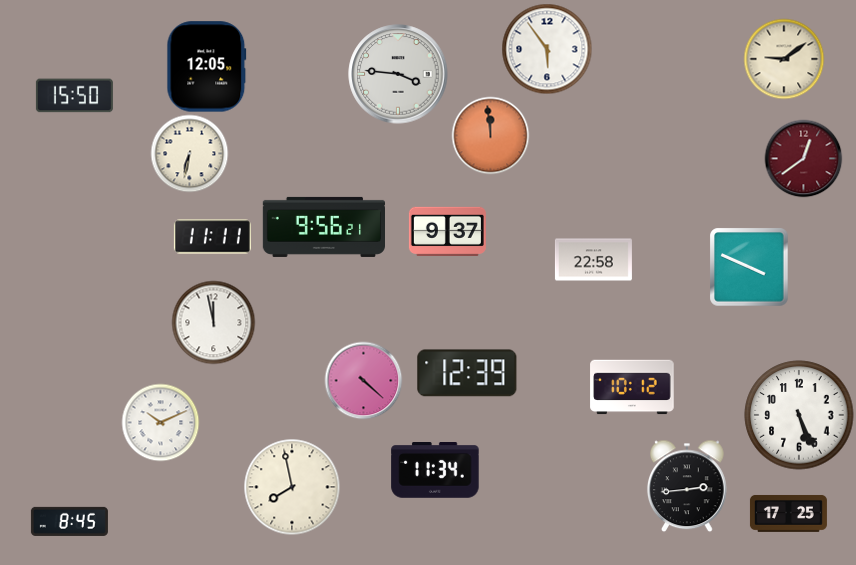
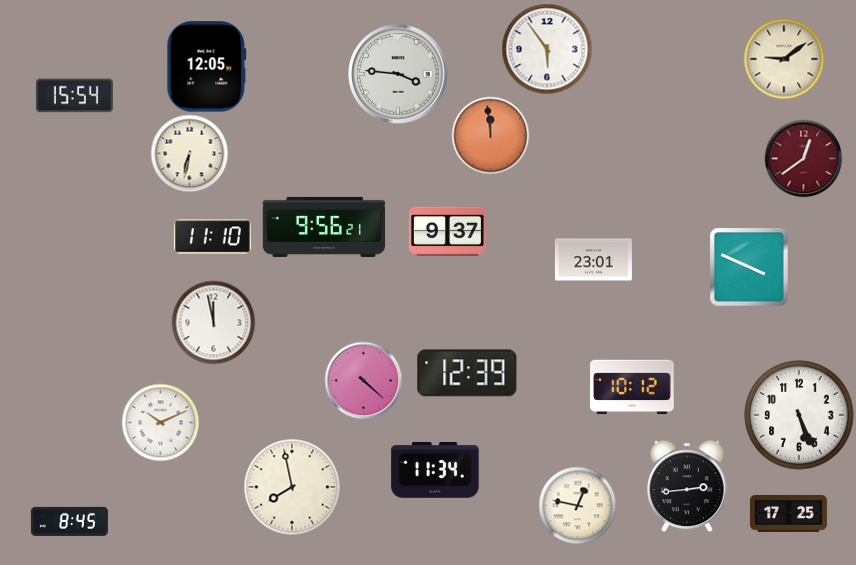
clock at (74, 96): 15:50 -> 15:54
clock at (212, 237): 11:11 -> 11:10
clock at (593, 260): 22:58 -> 23:01
clock at (577, 505): none -> 12:47
